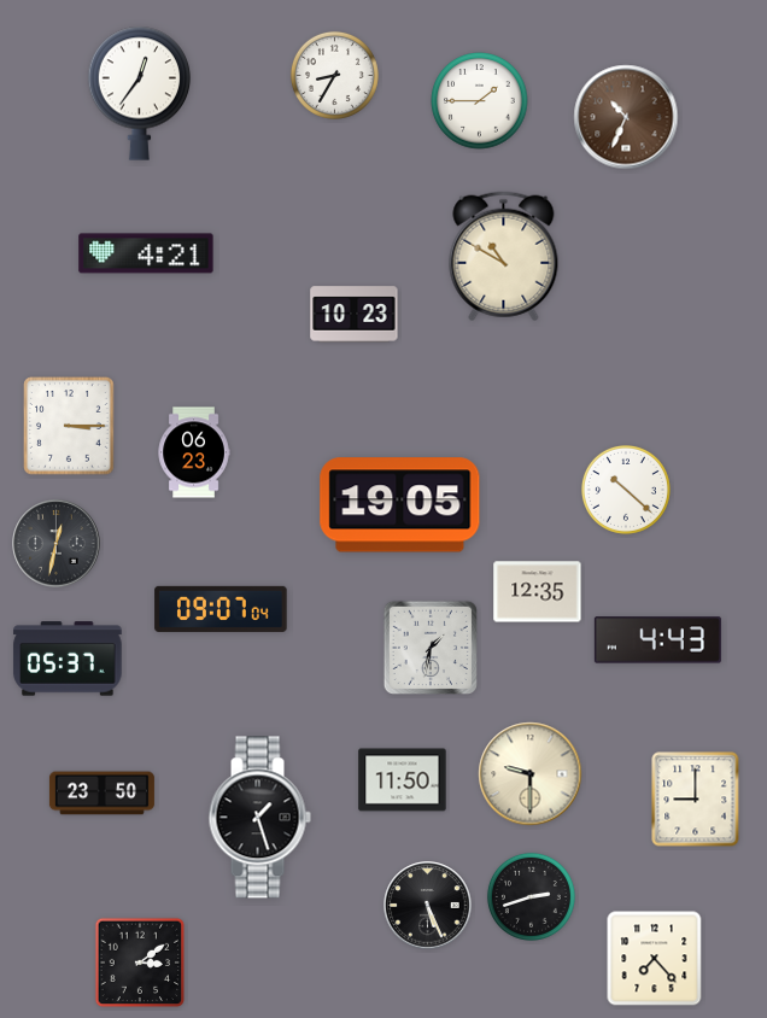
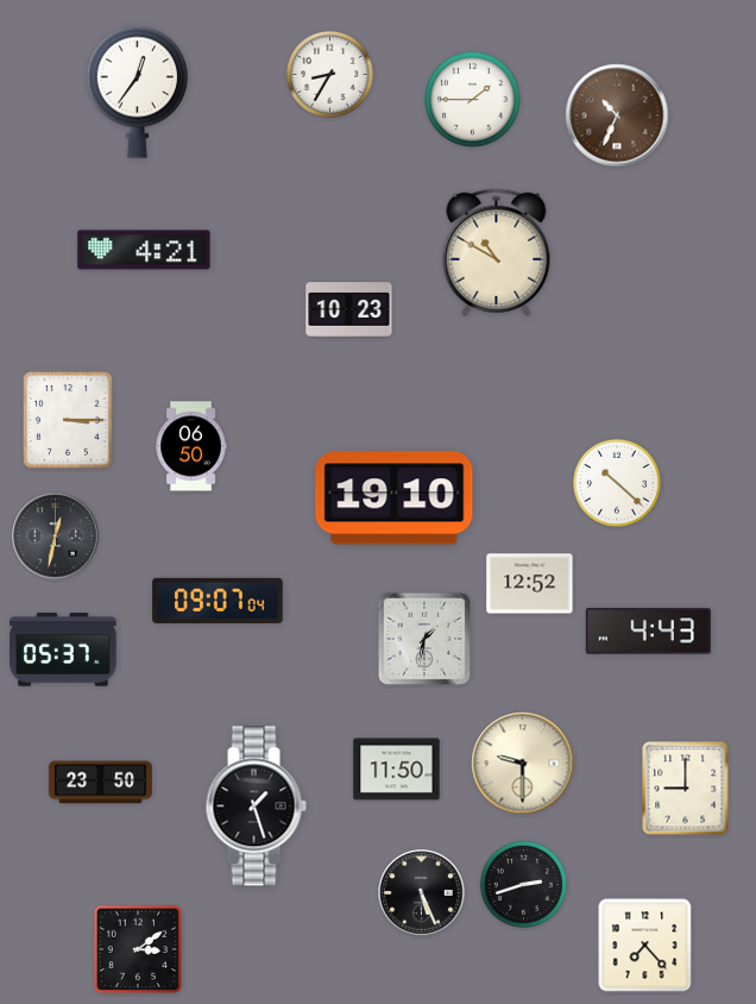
clock at (194, 452): 06:23 -> 06:50
clock at (400, 505): 19:05 -> 19:10
clock at (538, 592): 12:35 -> 12:52
clock at (68, 659) position: (68, 659) -> (63, 650)
